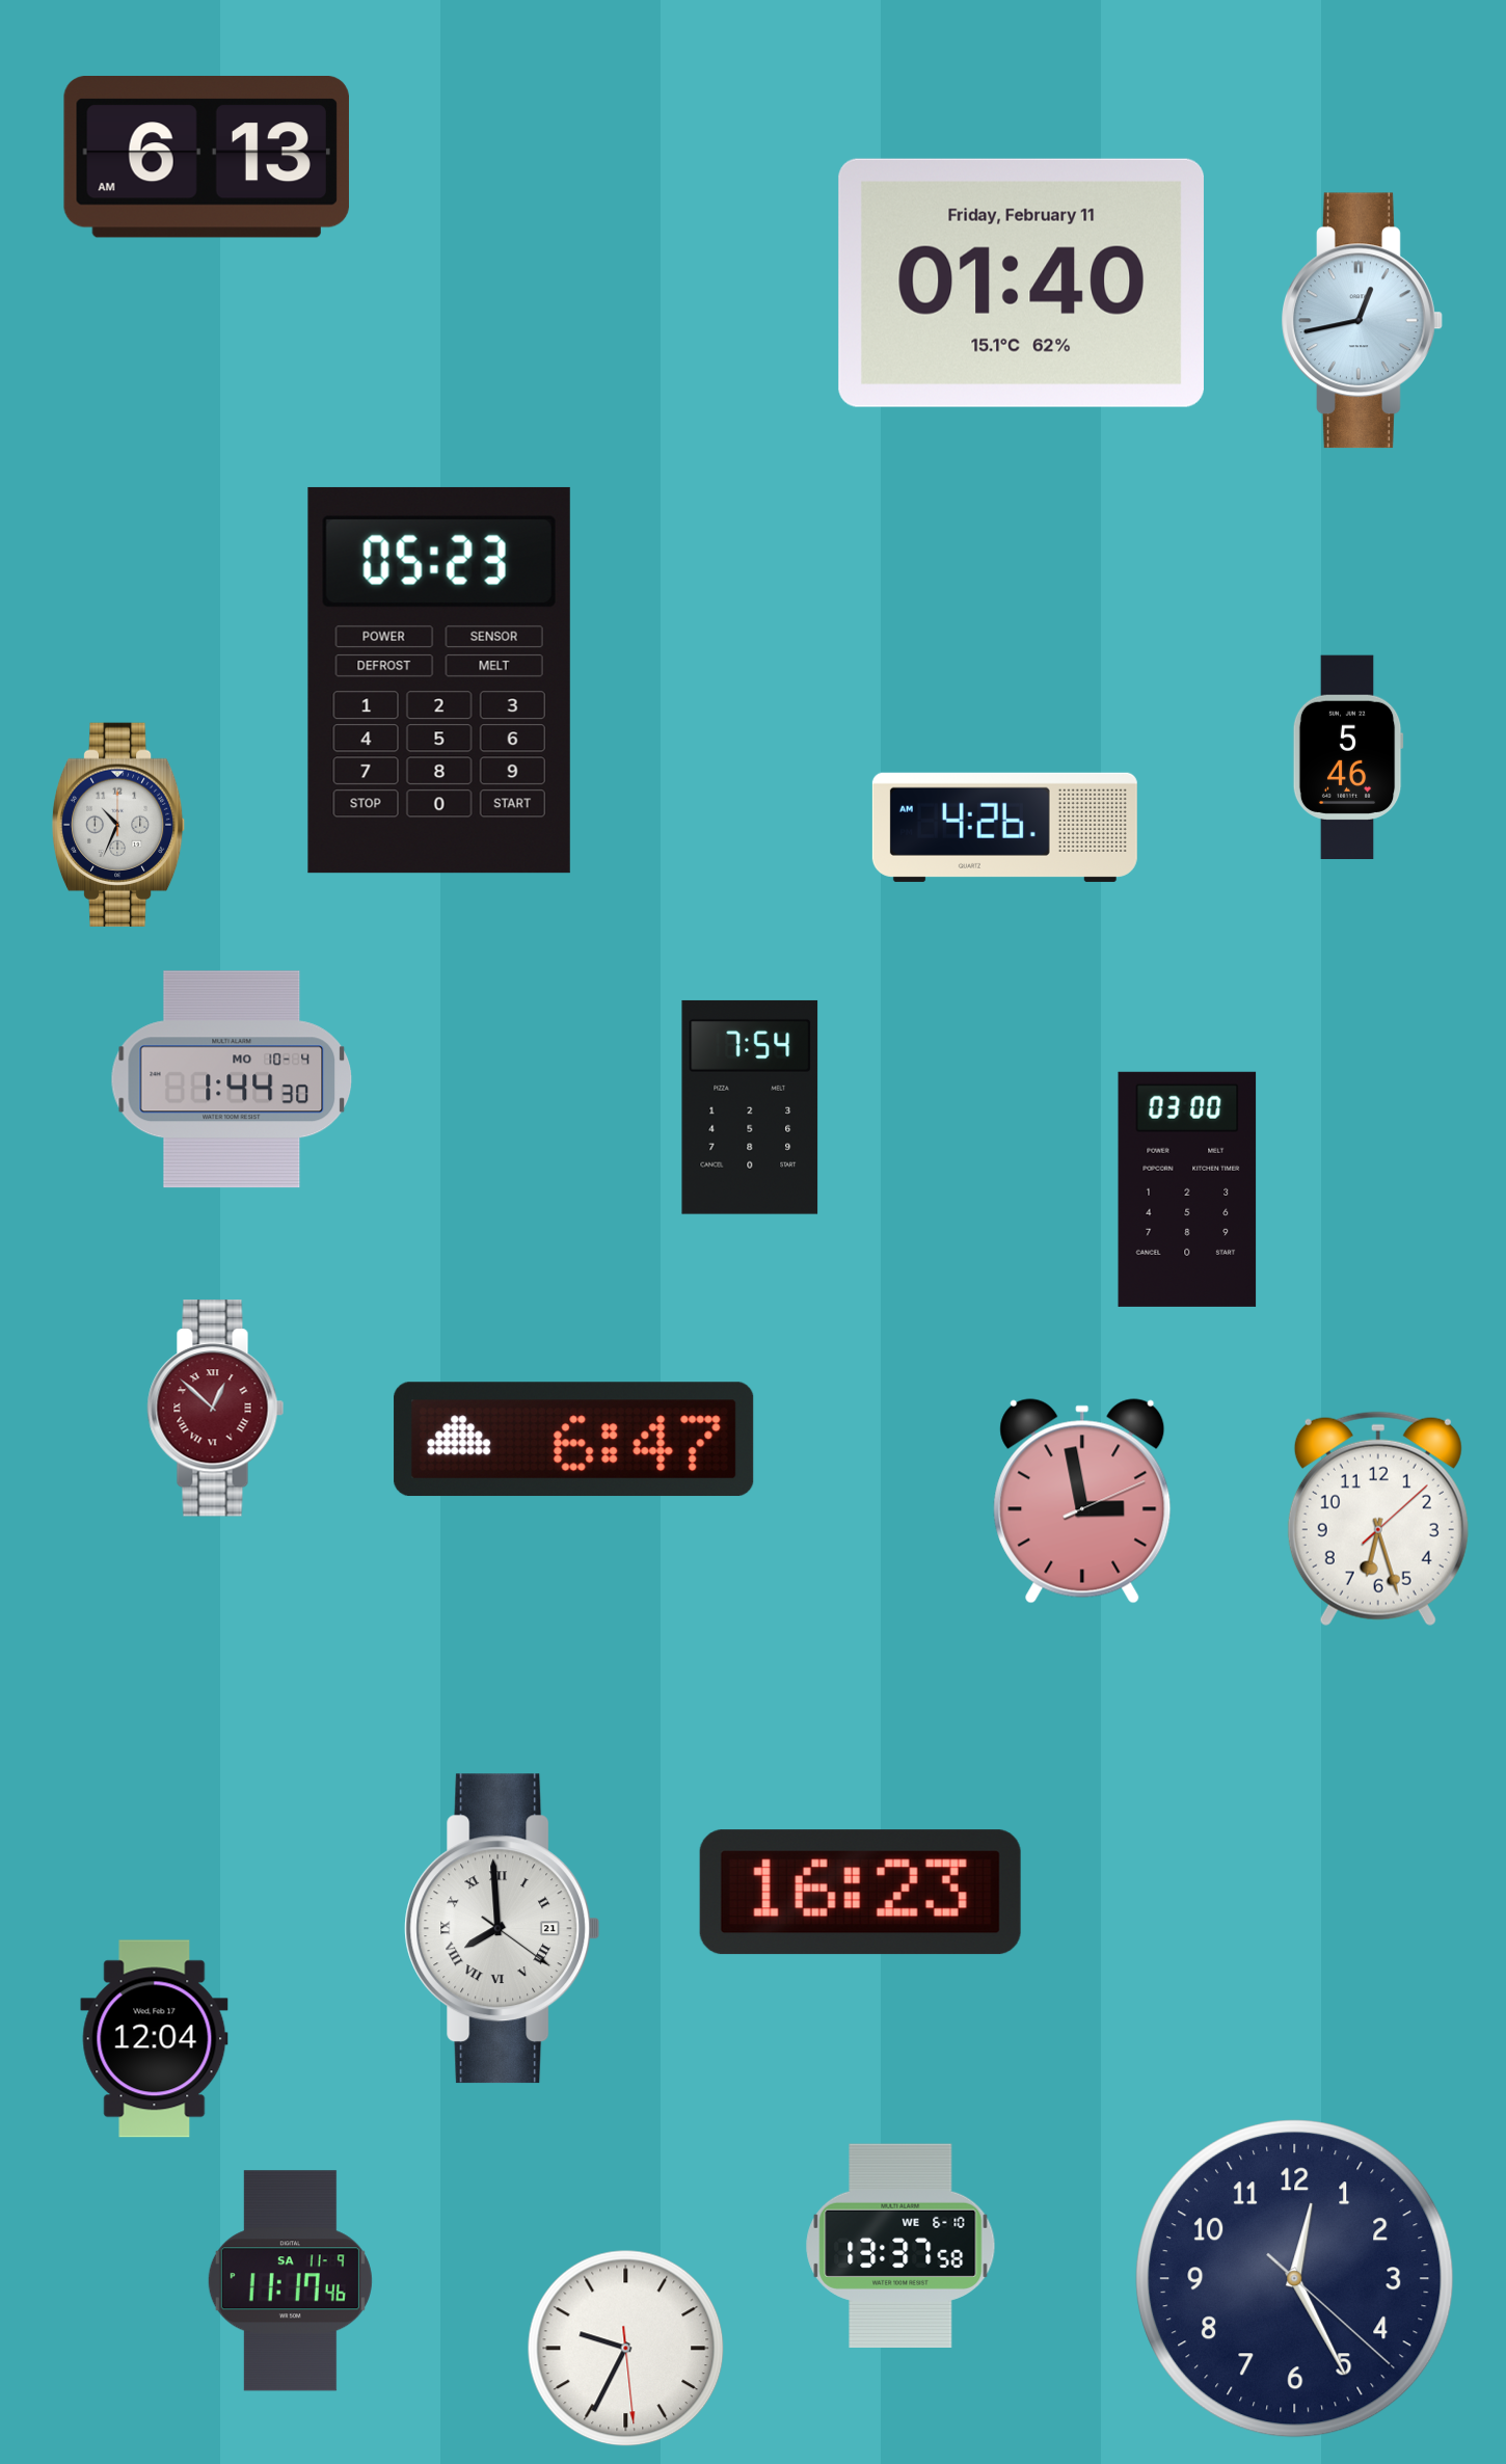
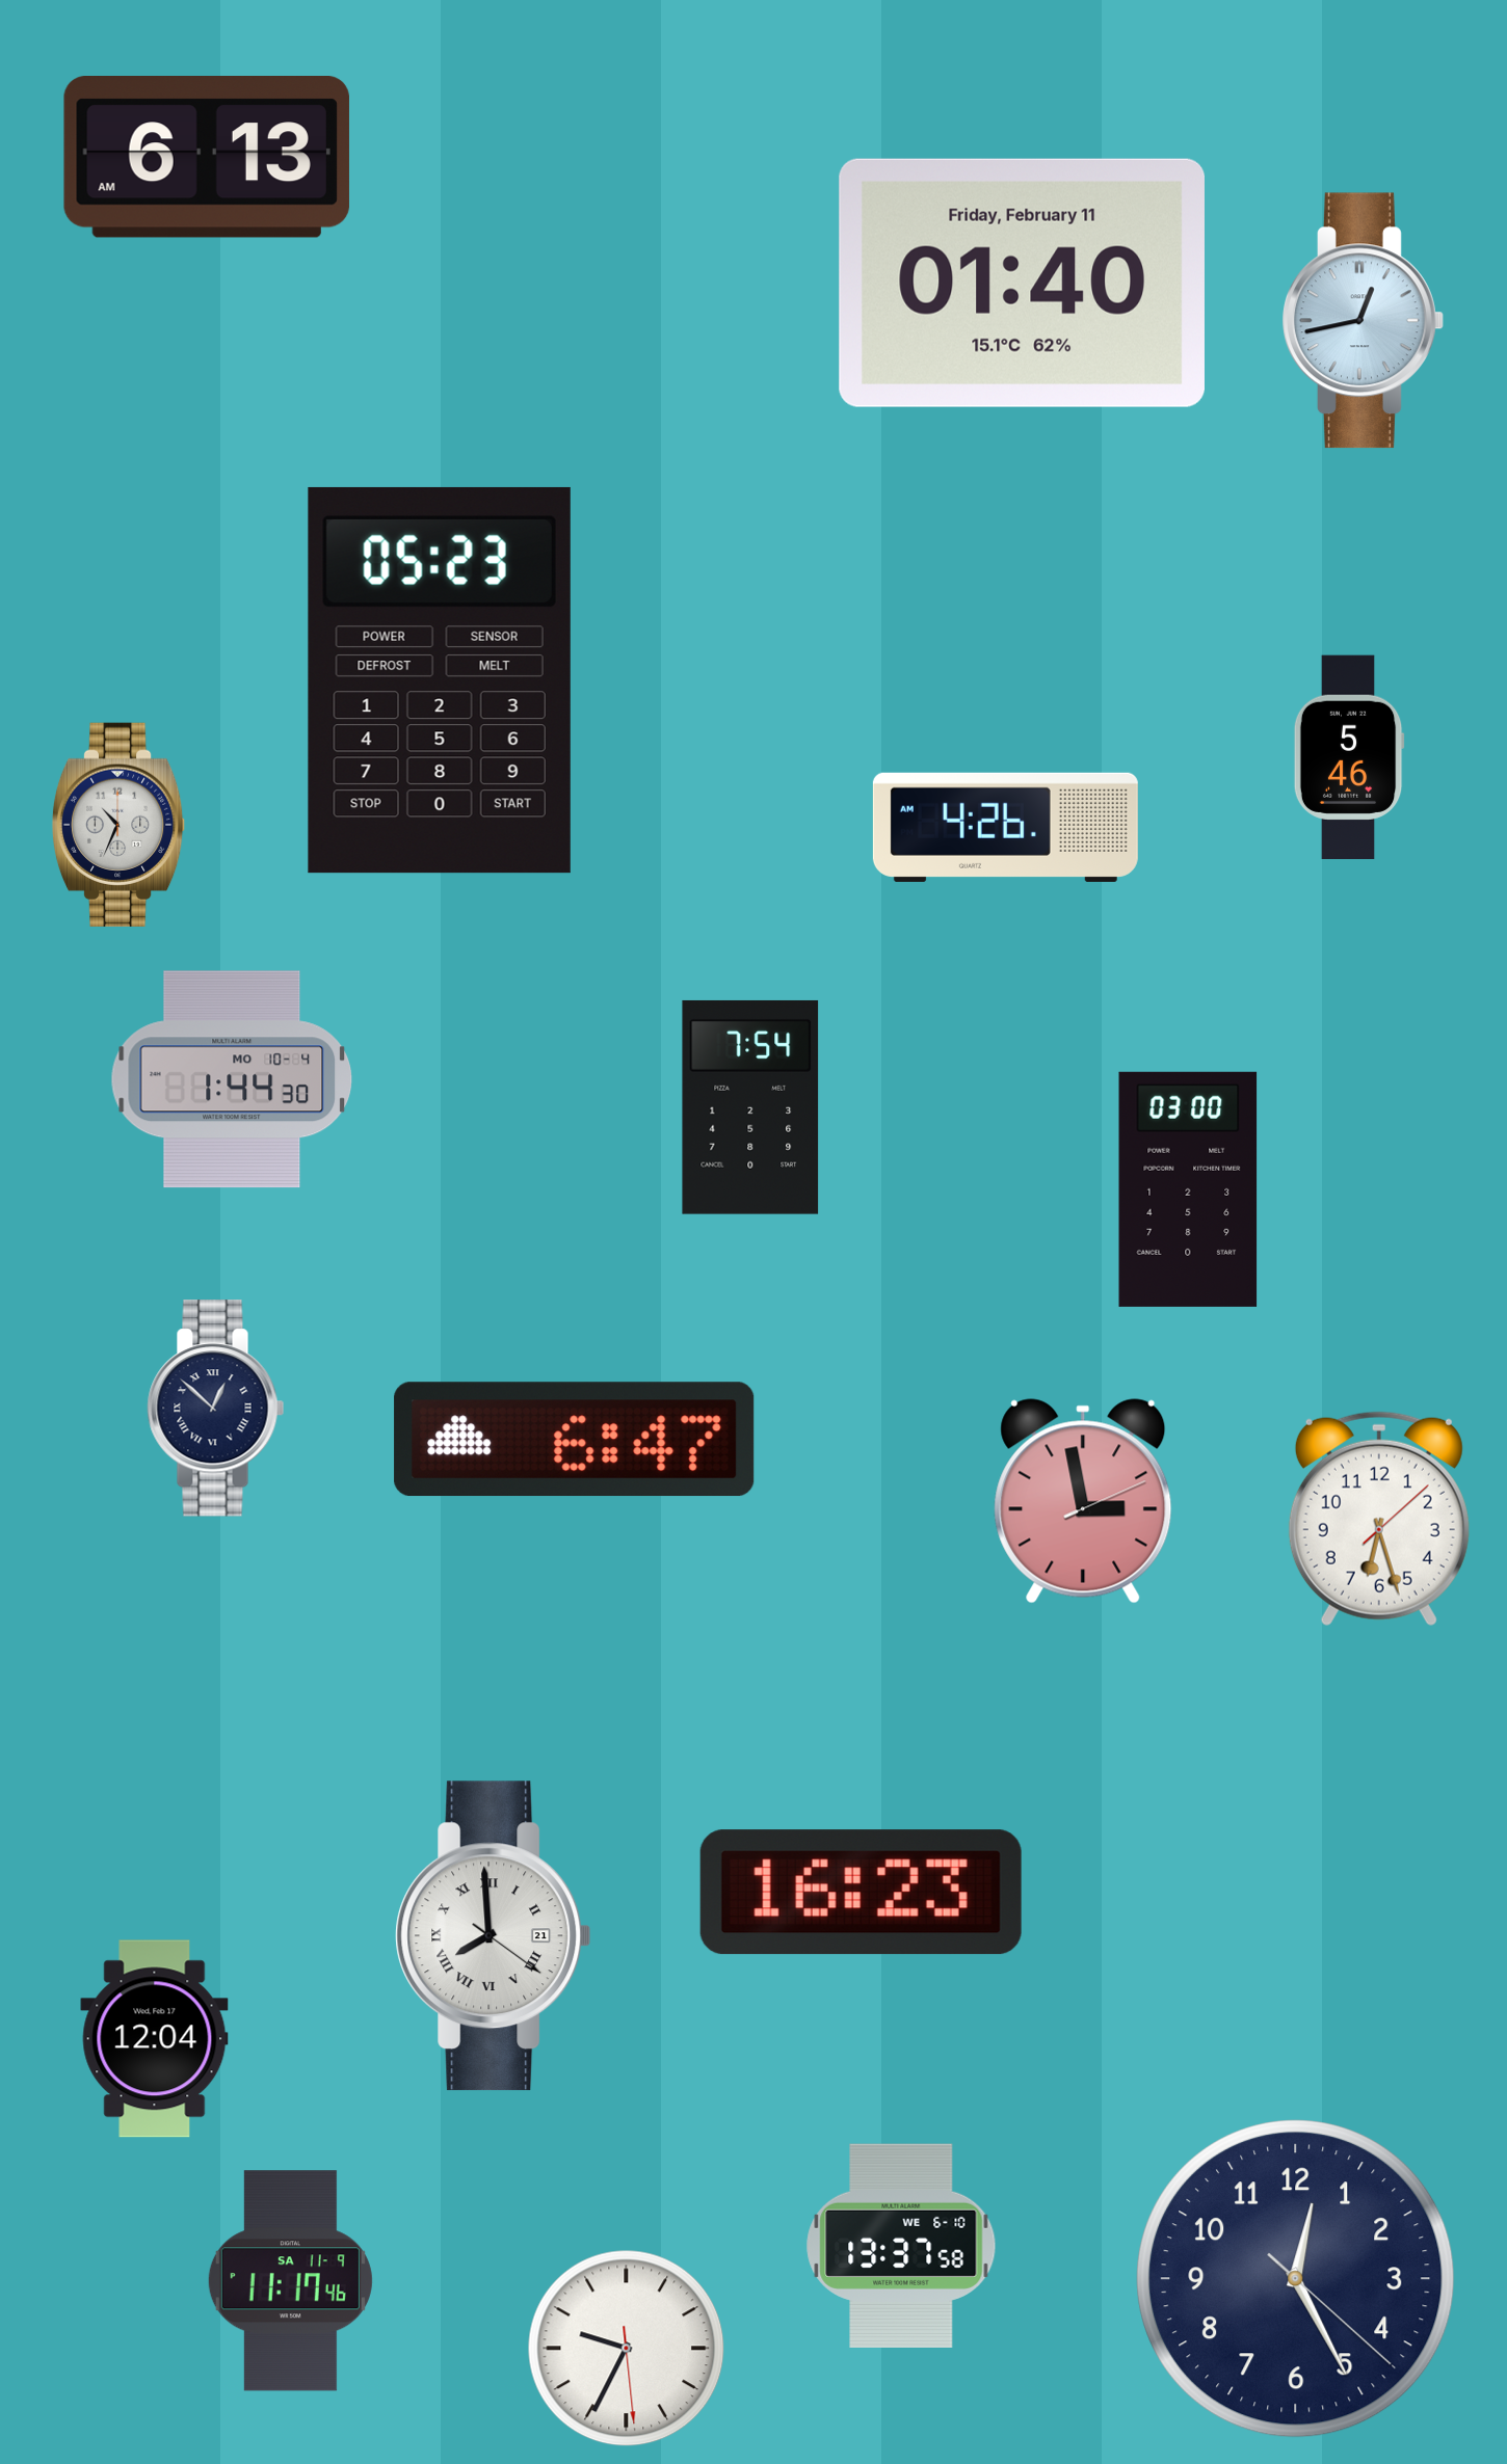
clock at (216, 1409) dial: burgundy -> navy
clock at (503, 1929) position: (503, 1929) -> (494, 1936)
